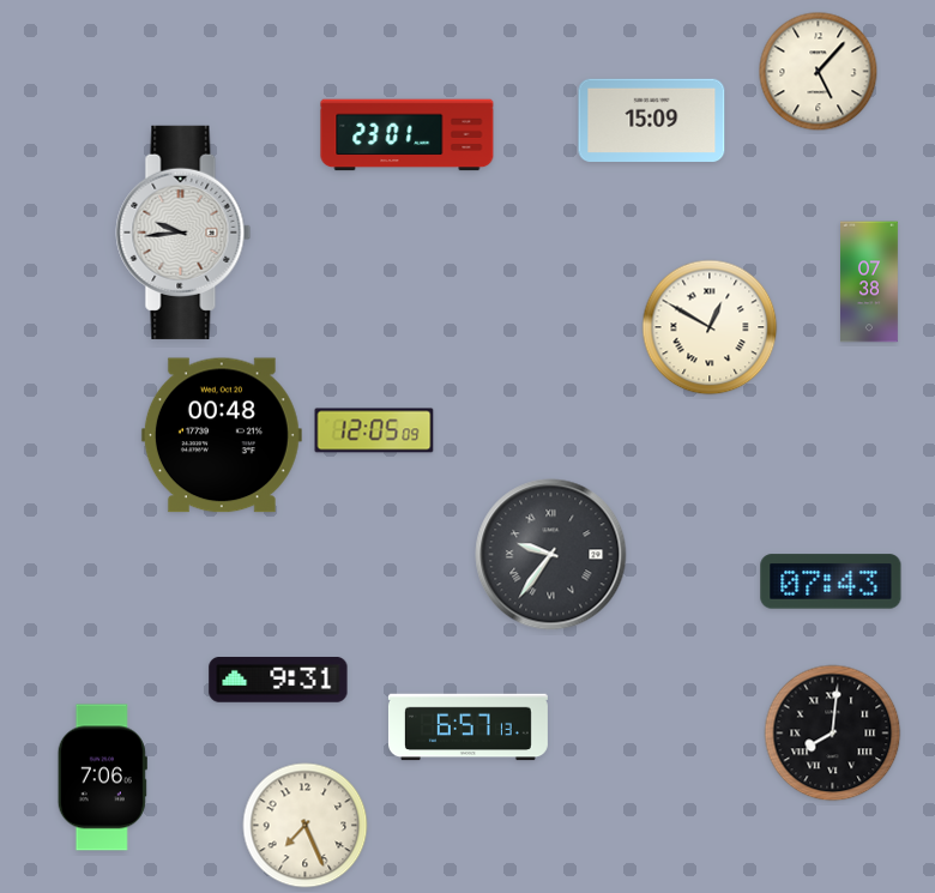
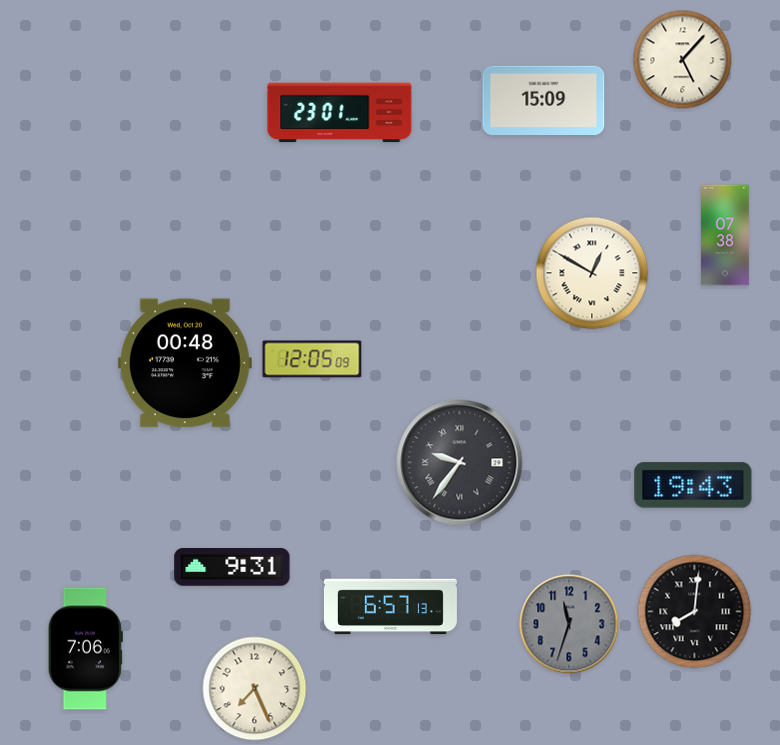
clock at (183, 233): 9:44 -> none
clock at (831, 581): 07:43 -> 19:43
clock at (569, 624): none -> 11:33
